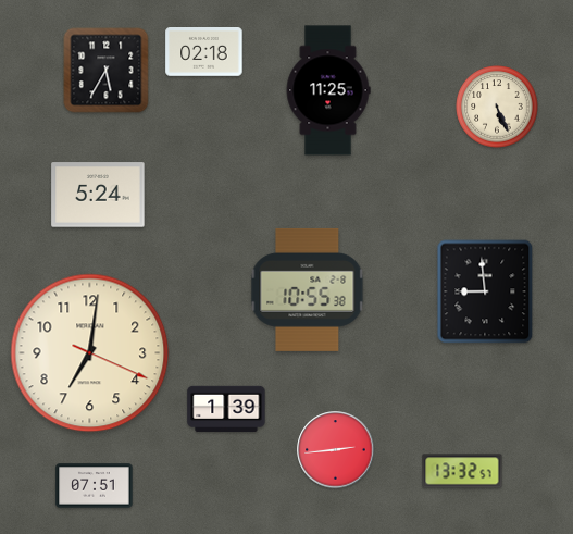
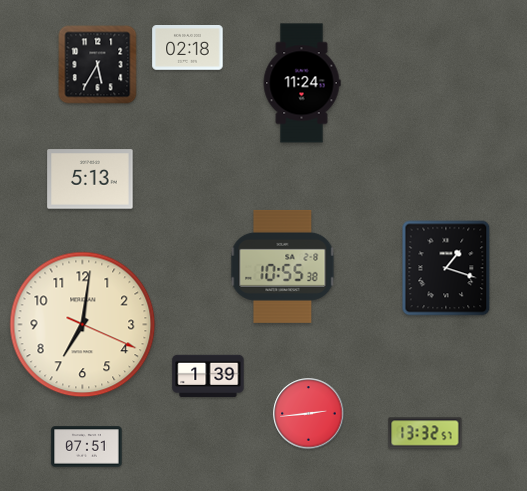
clock at (328, 90): 11:25 -> 11:24
clock at (497, 107): 5:26 -> none
clock at (98, 195): 5:24 -> 5:13
clock at (485, 291): 8:59 -> 1:18
